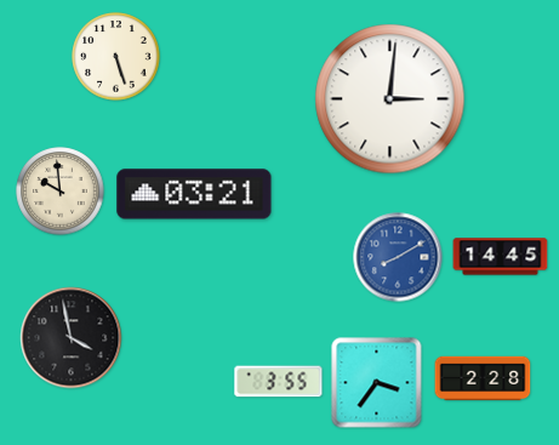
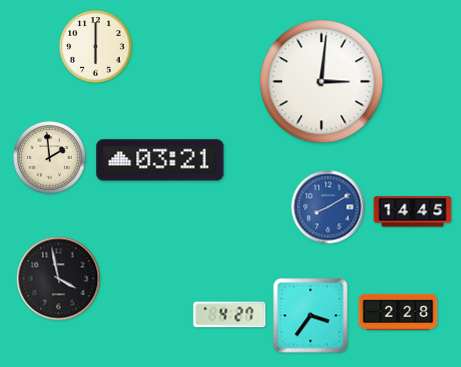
clock at (116, 57): 5:27 -> 6:00
clock at (61, 192): 9:59 -> 1:59
clock at (398, 257) position: (398, 257) -> (328, 207)
clock at (279, 382): 3:55 -> 4:27
